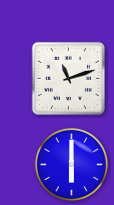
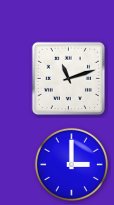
clock at (71, 164): 6:00 -> 3:00
